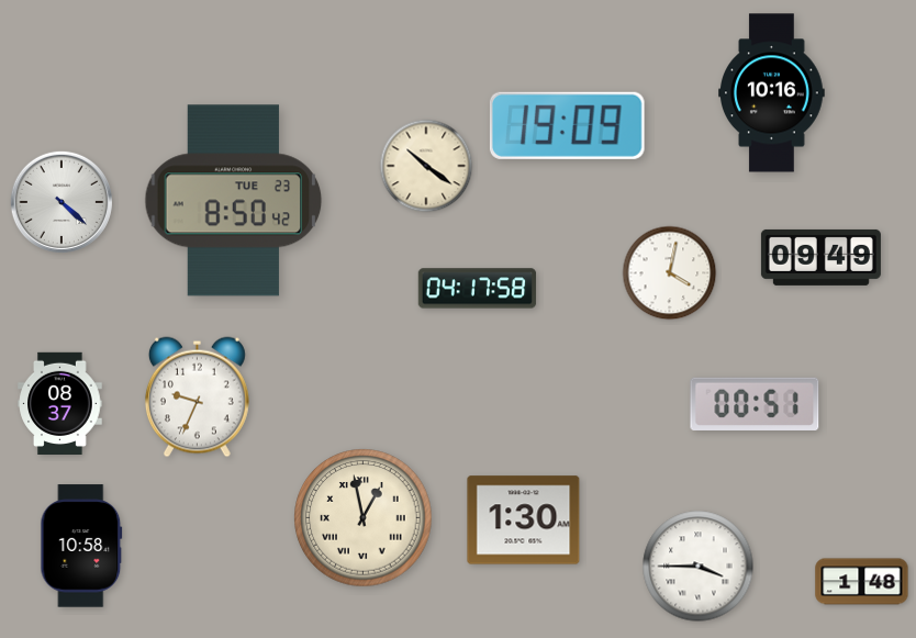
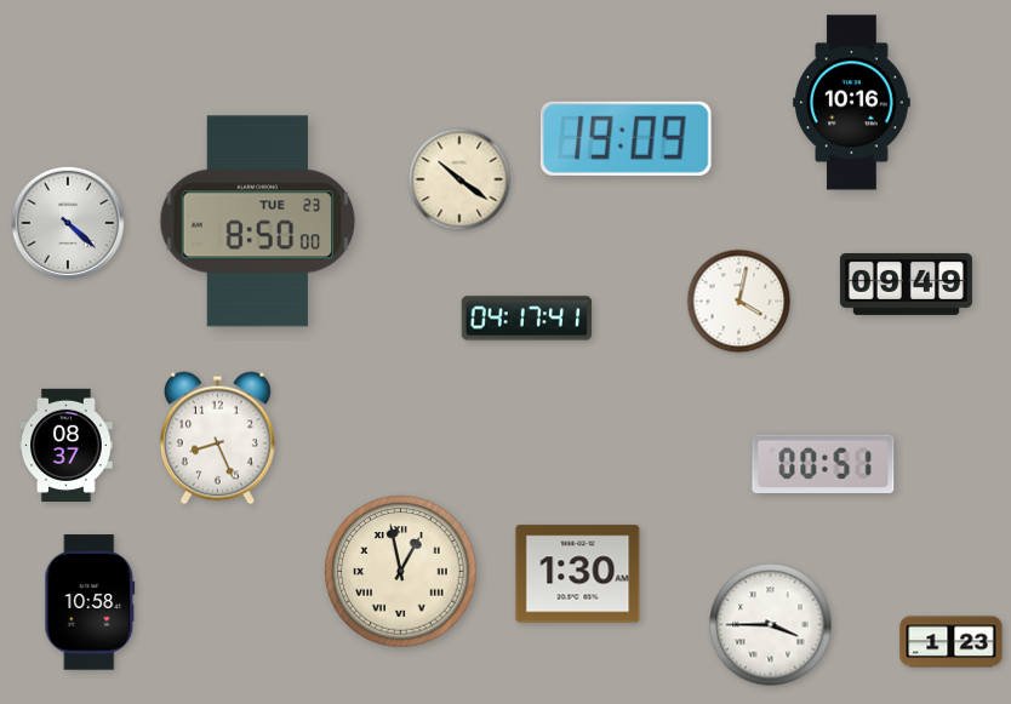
clock at (426, 166) position: (426, 166) -> (459, 179)
clock at (234, 201): 8:50:42 -> 8:50:00
clock at (478, 289): 04:17:58 -> 04:17:41
clock at (197, 398): 9:34 -> 8:26
clock at (755, 404) position: (755, 404) -> (823, 464)
clock at (862, 582): 1:48 -> 1:23
